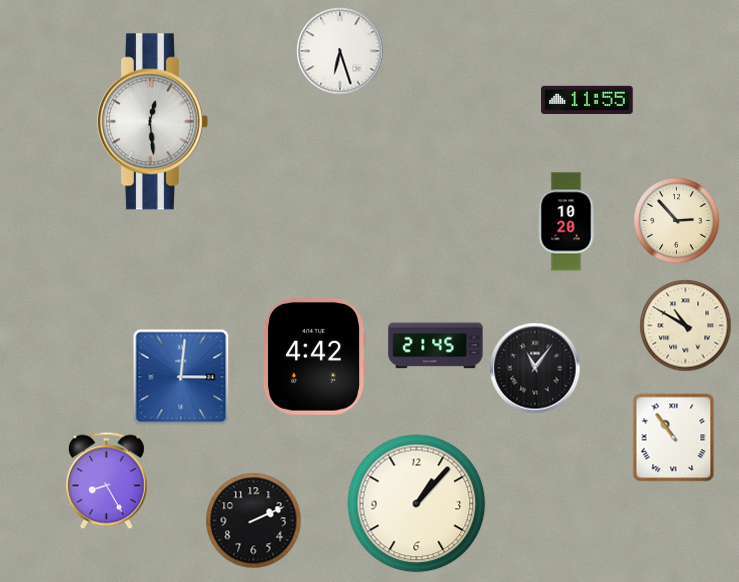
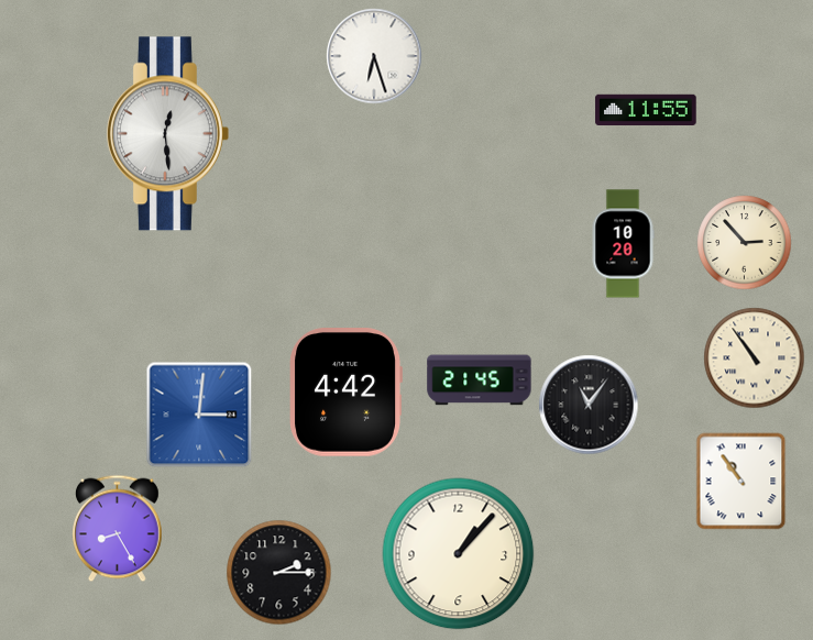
clock at (686, 326): 10:50 -> 10:54
clock at (254, 521): 2:11 -> 2:15
